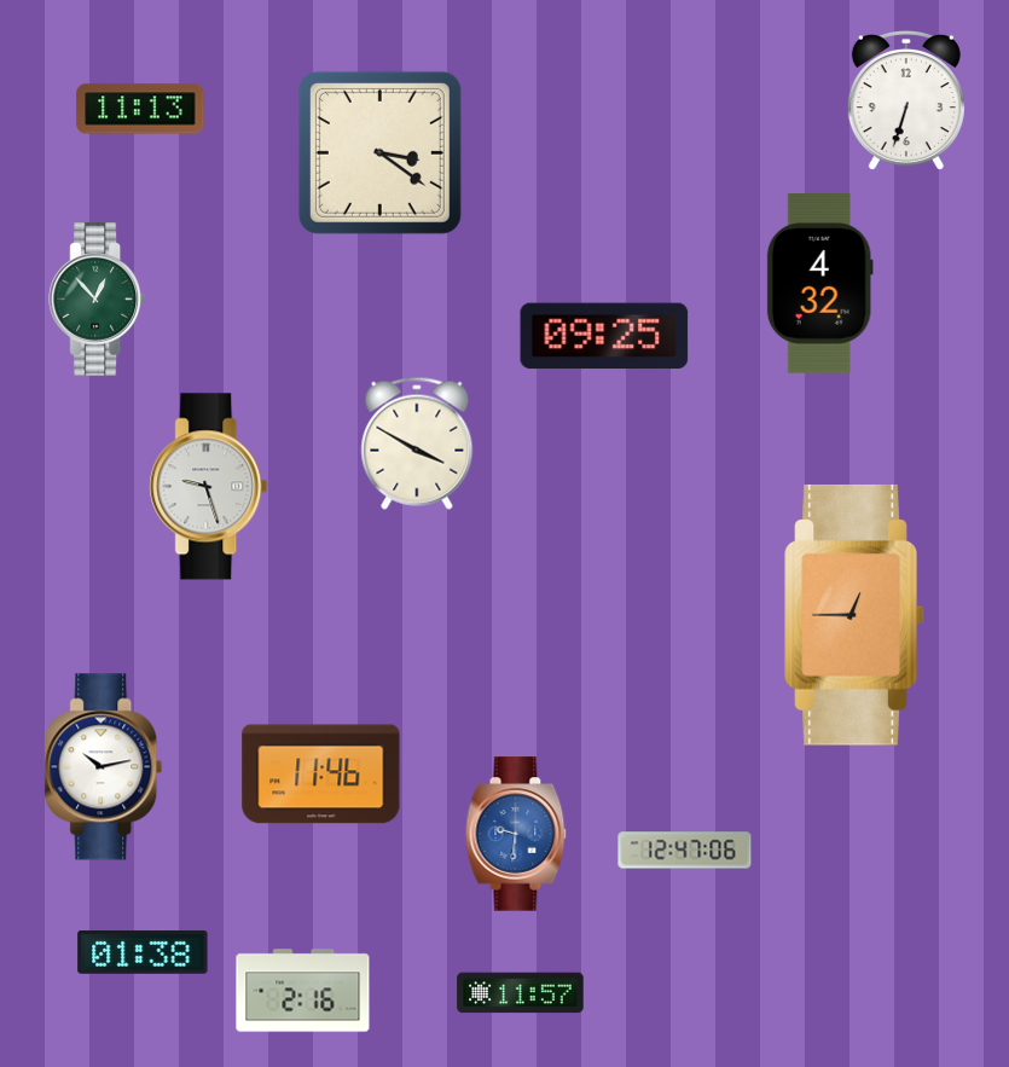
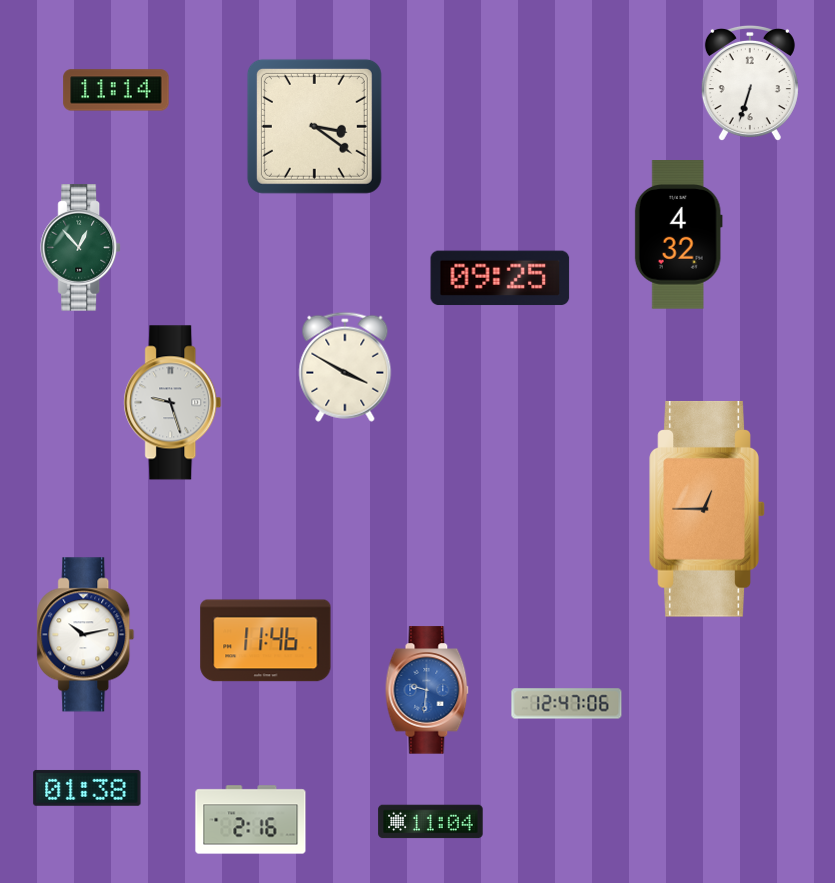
clock at (140, 109): 11:13 -> 11:14
clock at (143, 952) position: (143, 952) -> (87, 788)
clock at (521, 993): 11:57 -> 11:04
